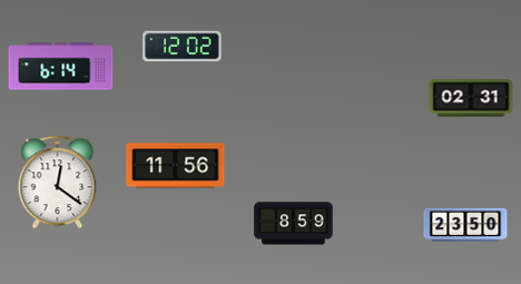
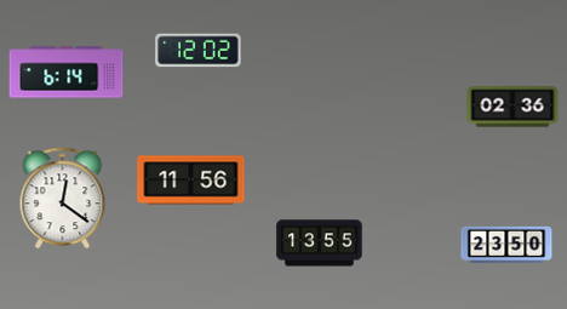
clock at (471, 98): 02:31 -> 02:36
clock at (294, 224): 8:59 -> 13:55
